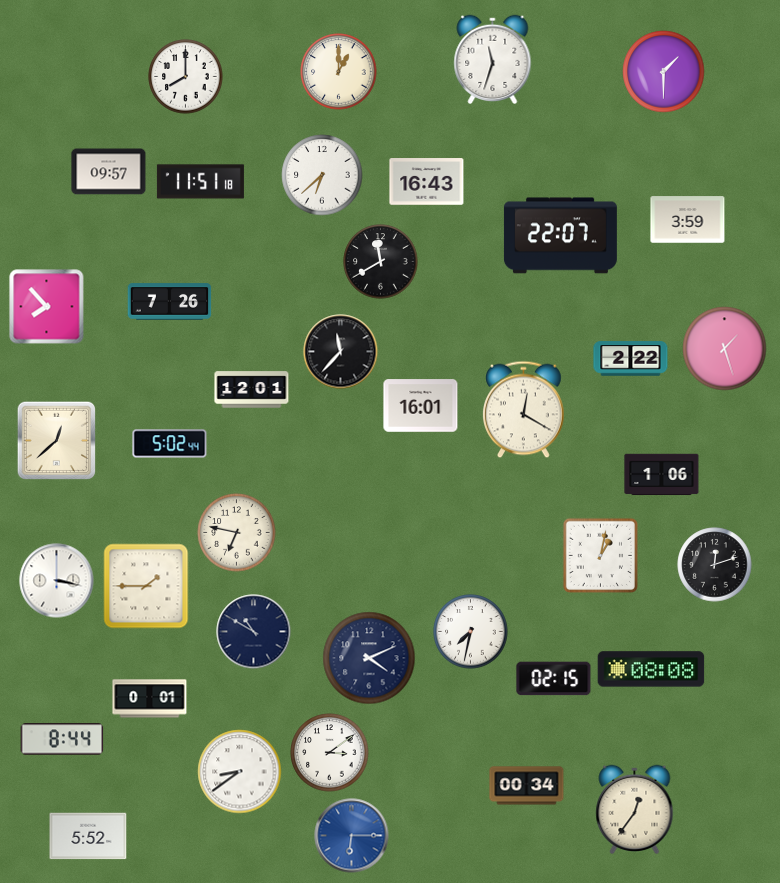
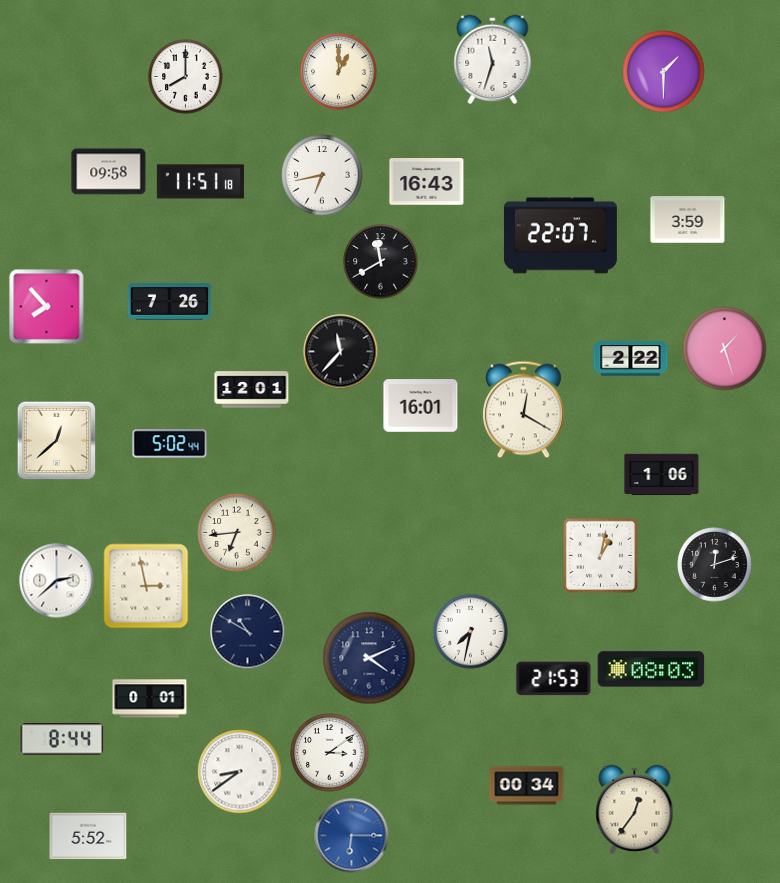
clock at (109, 172): 09:57 -> 09:58
clock at (322, 175): 6:38 -> 6:43
clock at (237, 533): 6:47 -> 6:44
clock at (57, 581): 3:17 -> 2:38
clock at (146, 586): 1:45 -> 2:58
clock at (254, 632) position: (254, 632) -> (248, 632)
clock at (651, 669): 08:08 -> 08:03
clock at (554, 679): 02:15 -> 21:53
